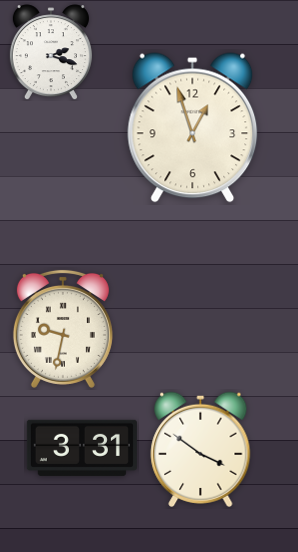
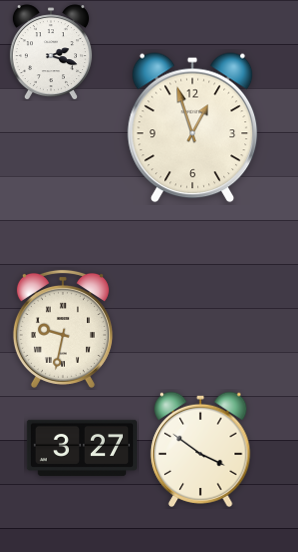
clock at (82, 448): 3:31 -> 3:27
